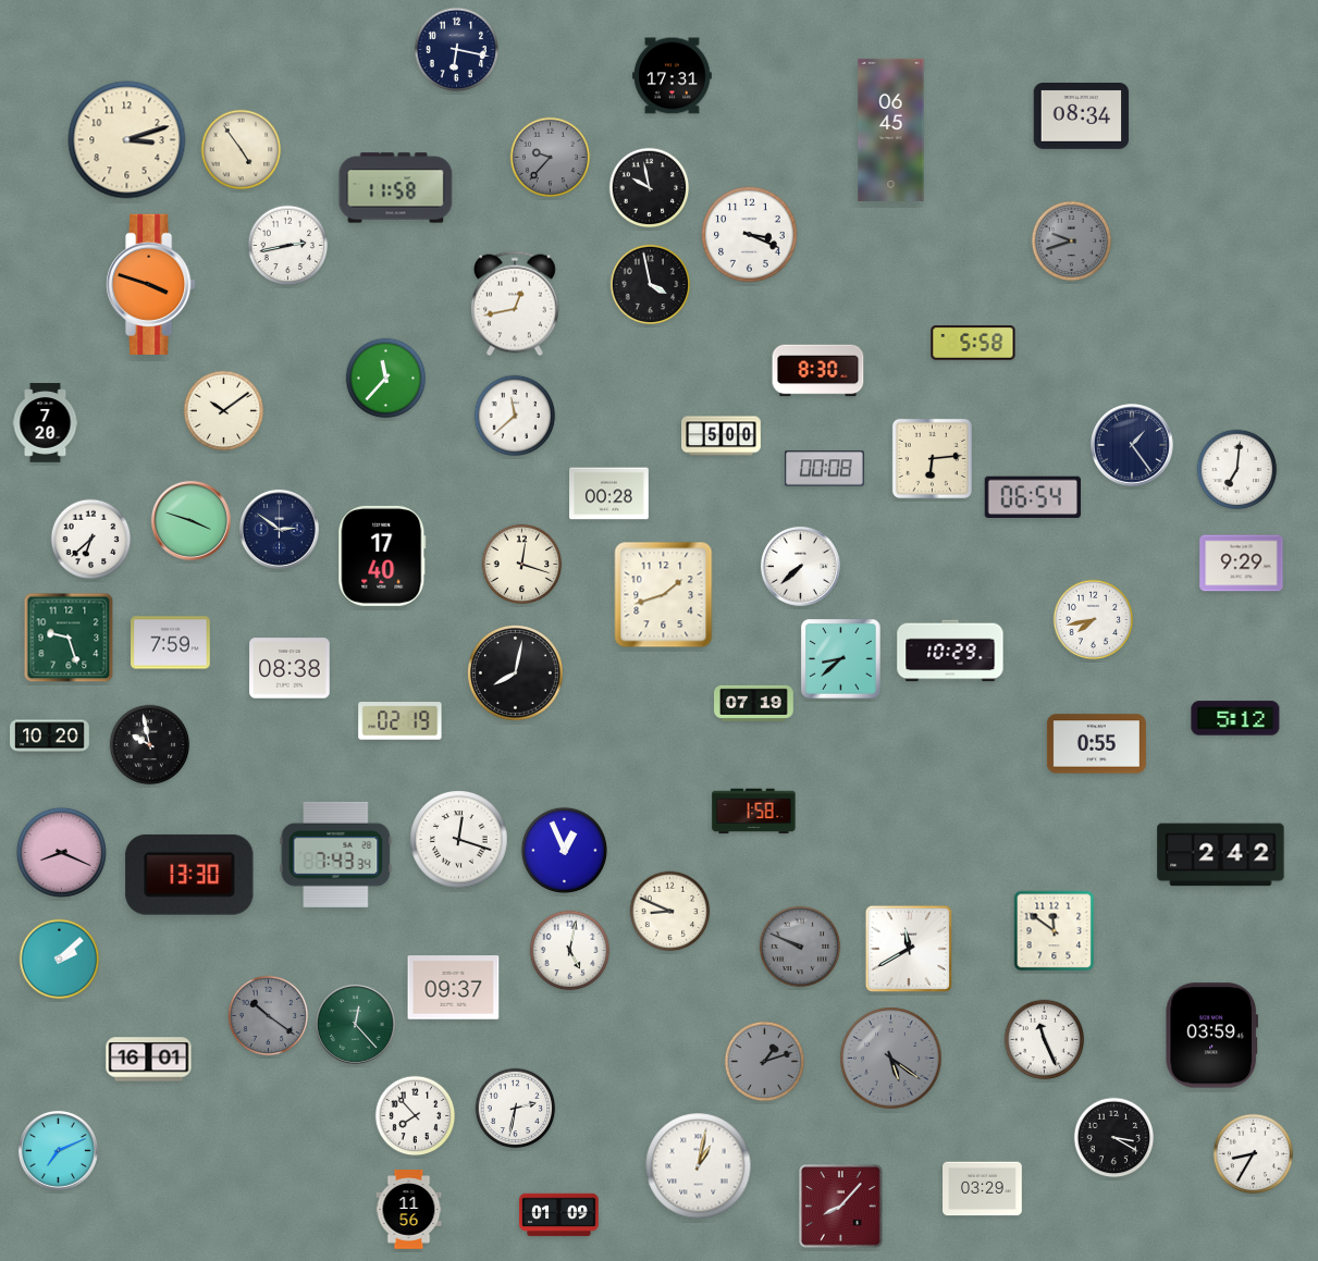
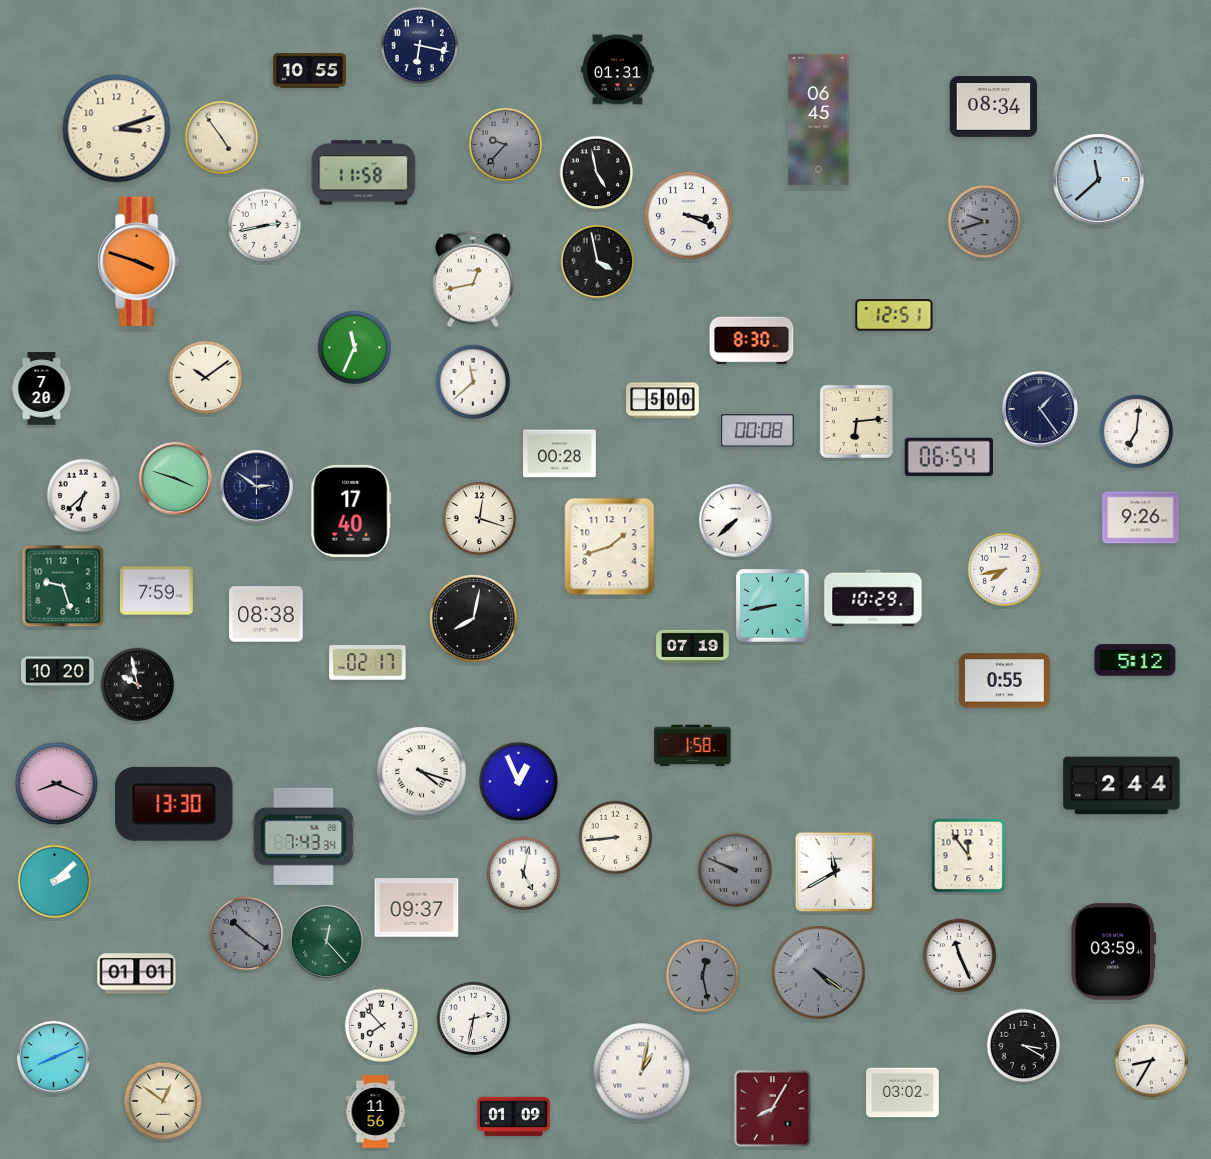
clock at (673, 76): 17:31 -> 01:31
clock at (310, 71): none -> 10:55
clock at (650, 188): 9:58 -> 4:58
clock at (1099, 180): none -> 11:38
clock at (973, 343): 5:58 -> 12:51
clock at (386, 379): 11:37 -> 11:34
clock at (1242, 564): 9:29 -> 9:26
clock at (841, 659): 8:38 -> 8:43
clock at (401, 721): 02:19 -> 02:17
clock at (50, 737) position: (50, 737) -> (58, 672)
clock at (1096, 744) position: (1096, 744) -> (1004, 681)
clock at (459, 840): 12:18 -> 4:18
clock at (336, 854) position: (336, 854) -> (304, 836)
clock at (1221, 855): 2:42 -> 2:44
clock at (670, 912): 8:49 -> 8:44
clock at (1055, 931): 11:51 -> 11:54
clock at (891, 1059): 5:21 -> 4:21
clock at (149, 1060): 16:01 -> 01:01
clock at (765, 1062): 1:12 -> 12:28
clock at (58, 1150): 7:11 -> 8:11
clock at (983, 1189): 03:29 -> 03:02
clock at (162, 1100): none -> 12:51
clock at (841, 1207): 8:07 -> 8:05
